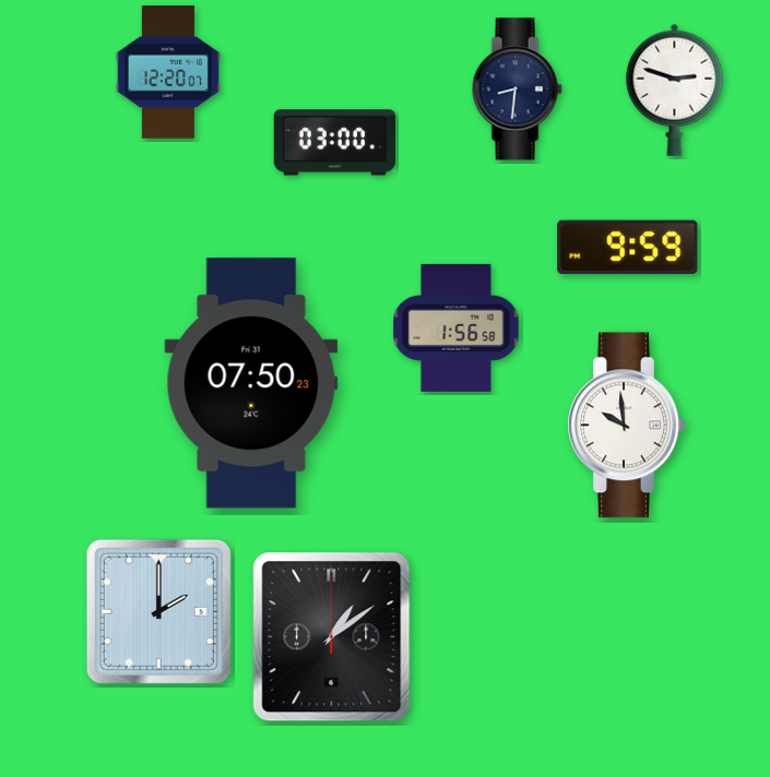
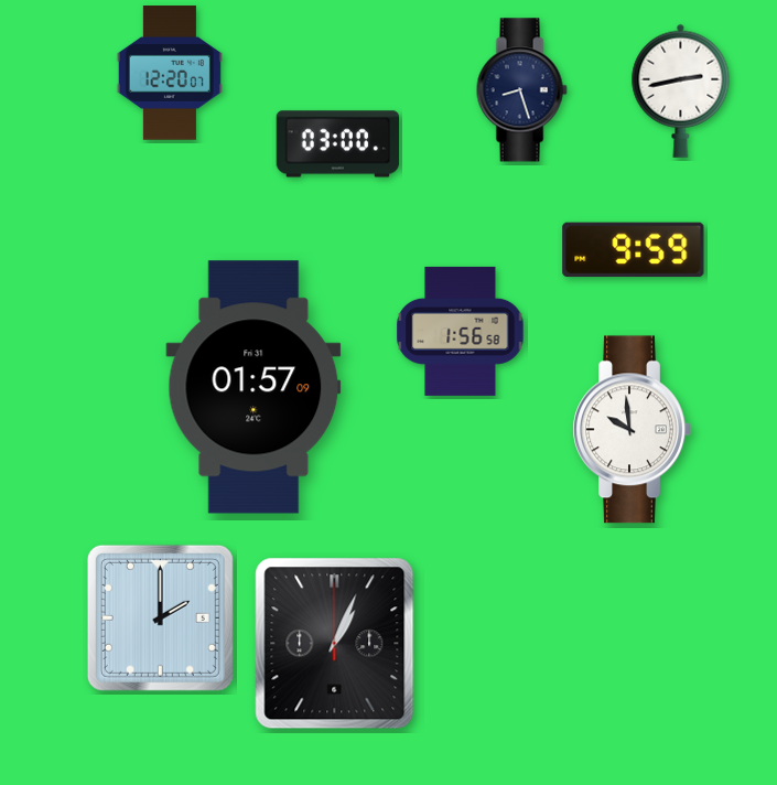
clock at (517, 89): 8:31 -> 8:27
clock at (675, 89): 2:48 -> 2:43
clock at (251, 383): 07:50 -> 01:57
clock at (332, 637): 1:09 -> 1:04
